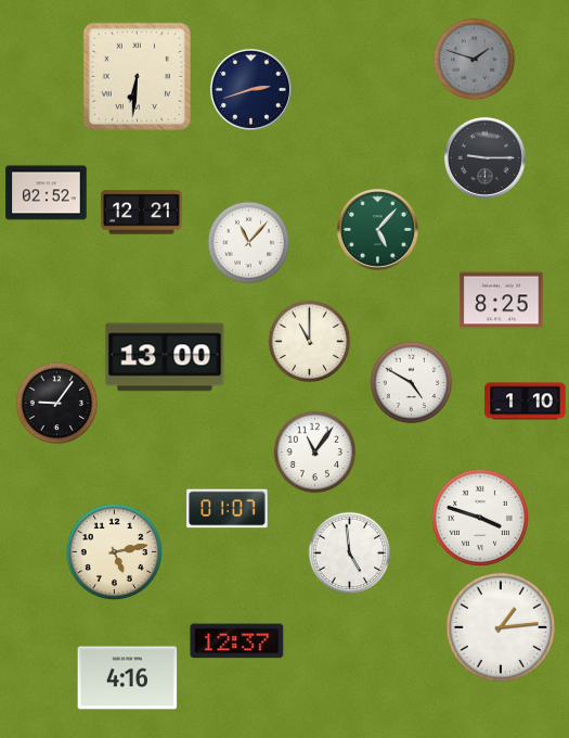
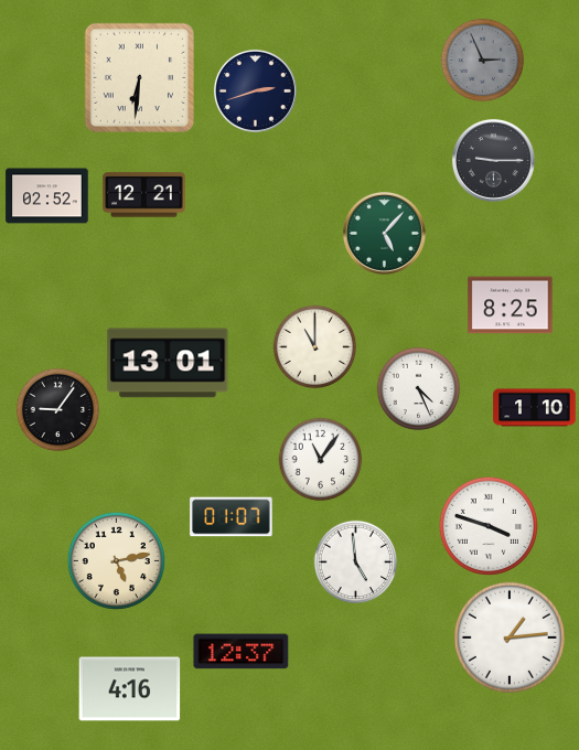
clock at (475, 60): 1:48 -> 2:56
clock at (142, 213) position: (142, 213) -> (144, 195)
clock at (249, 243): 11:07 -> none
clock at (165, 357): 13:00 -> 13:01
clock at (412, 383): 4:50 -> 4:26
